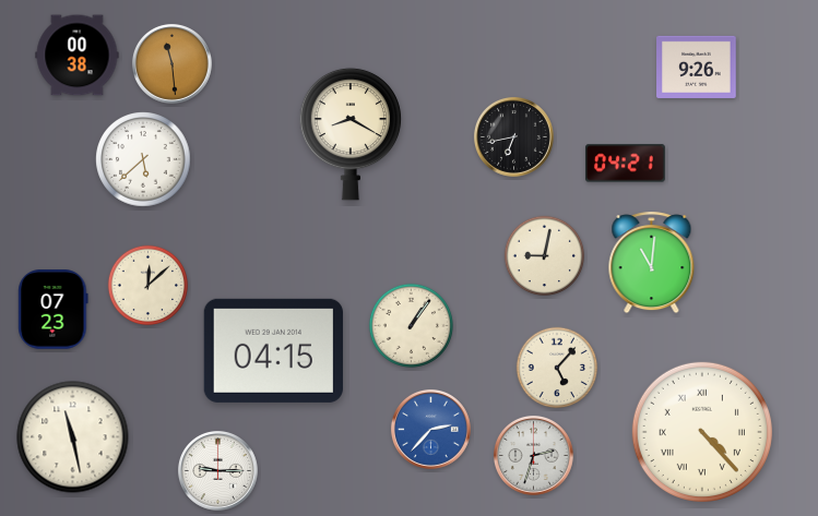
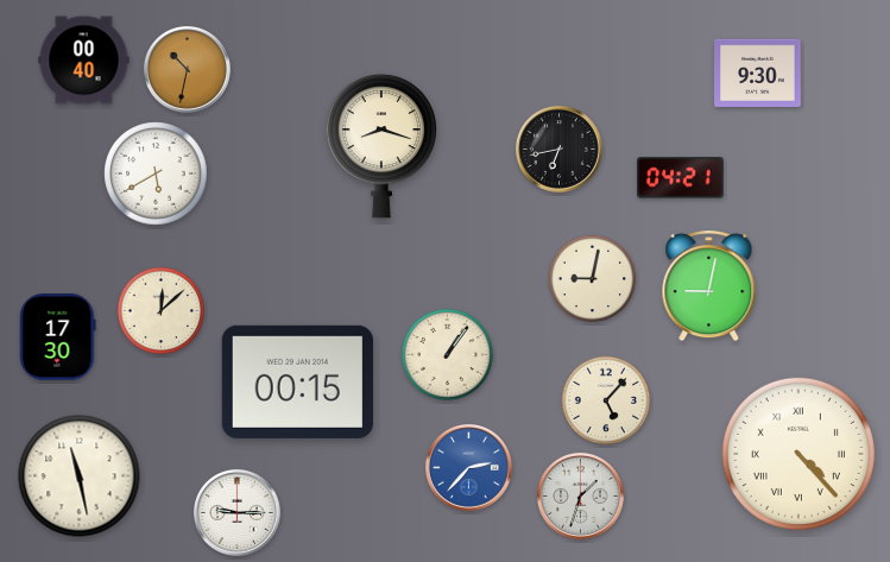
clock at (78, 56): 00:38 -> 00:40
clock at (171, 63): 11:29 -> 10:32
clock at (697, 67): 9:26 -> 9:30
clock at (351, 134): 8:20 -> 8:18
clock at (143, 159): 5:38 -> 5:40
clock at (652, 263): 11:01 -> 9:02
clock at (54, 310): 07:23 -> 17:30
clock at (273, 350): 04:15 -> 00:15
clock at (702, 432) position: (702, 432) -> (799, 454)
clock at (533, 455): 2:33 -> 1:33
